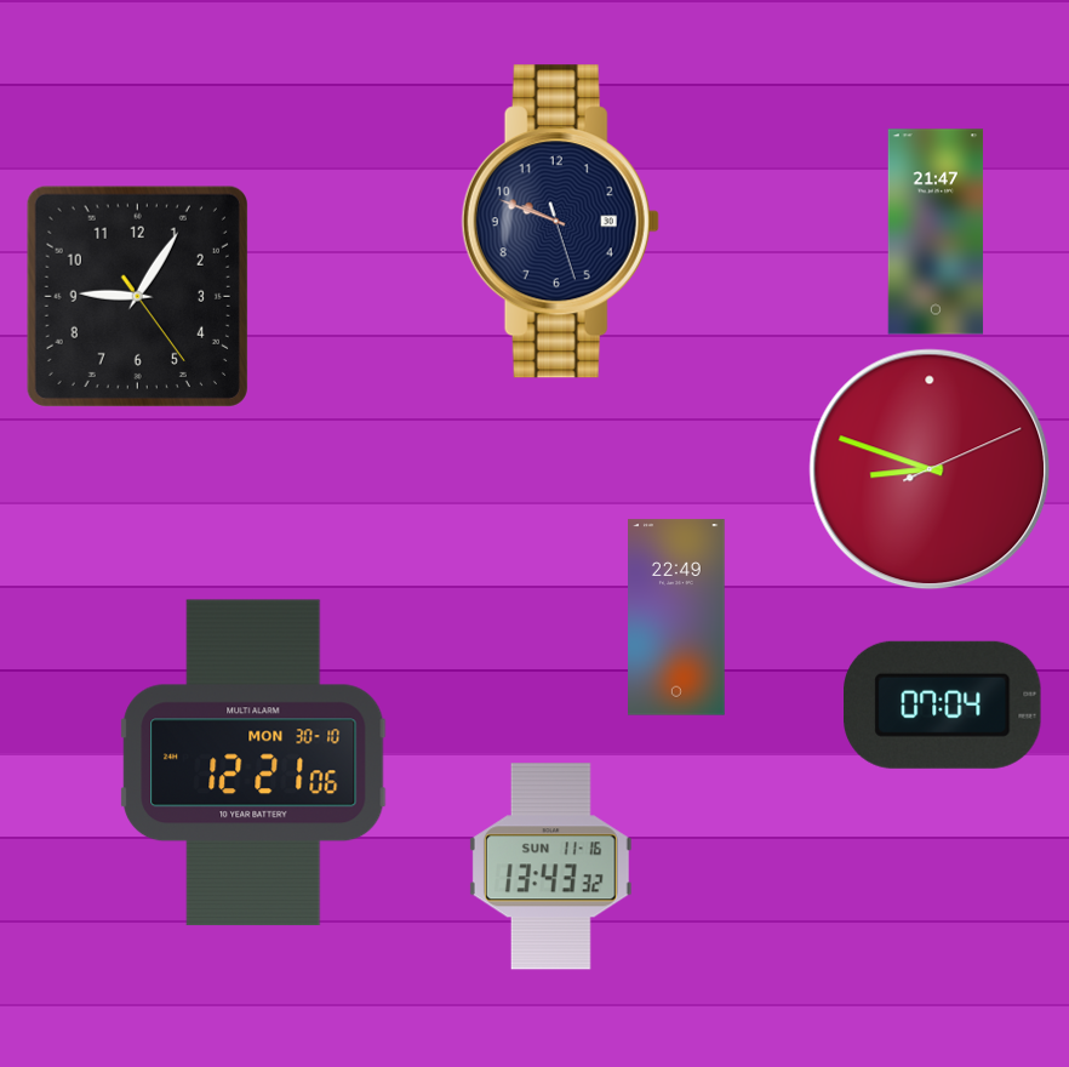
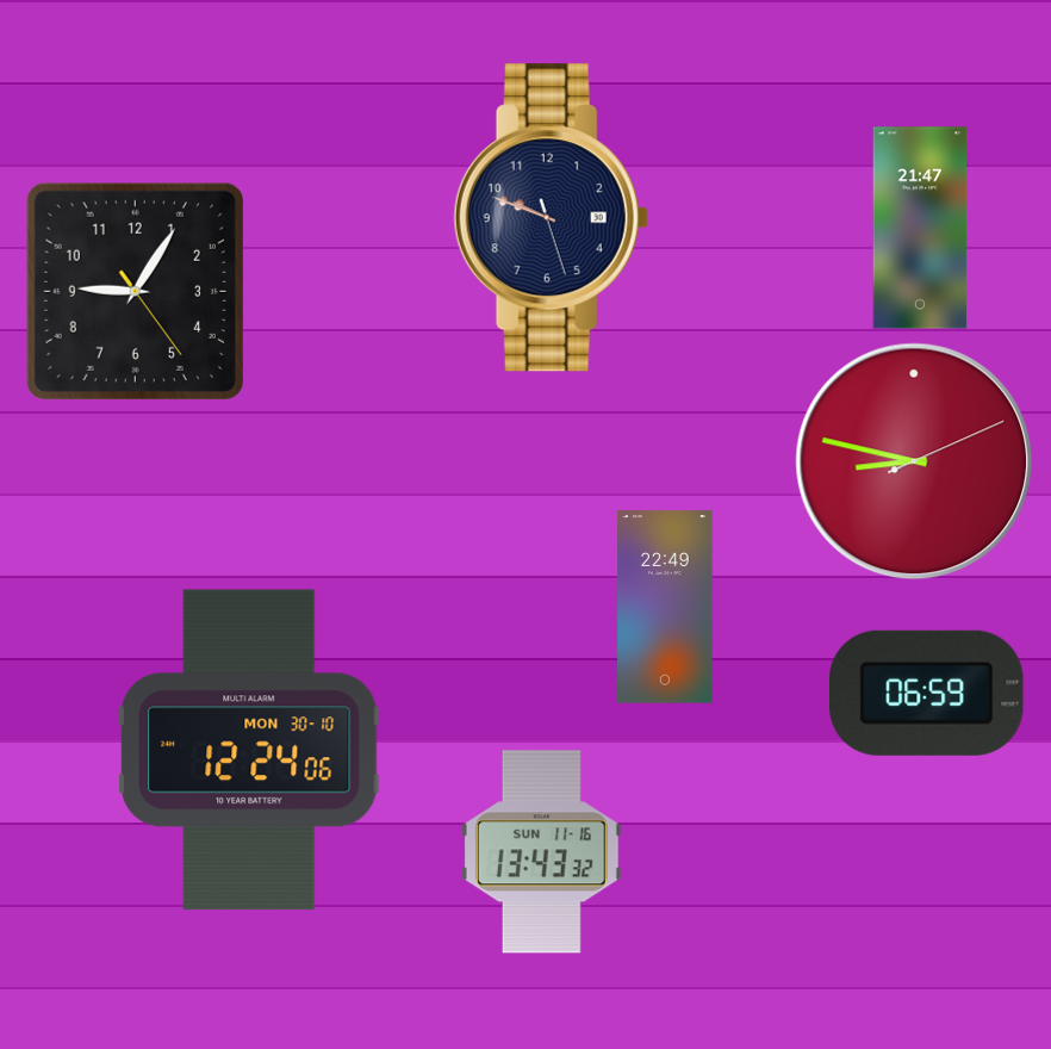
clock at (930, 469): 8:48 -> 8:47
clock at (943, 704): 07:04 -> 06:59
clock at (253, 763): 12:21 -> 12:24
